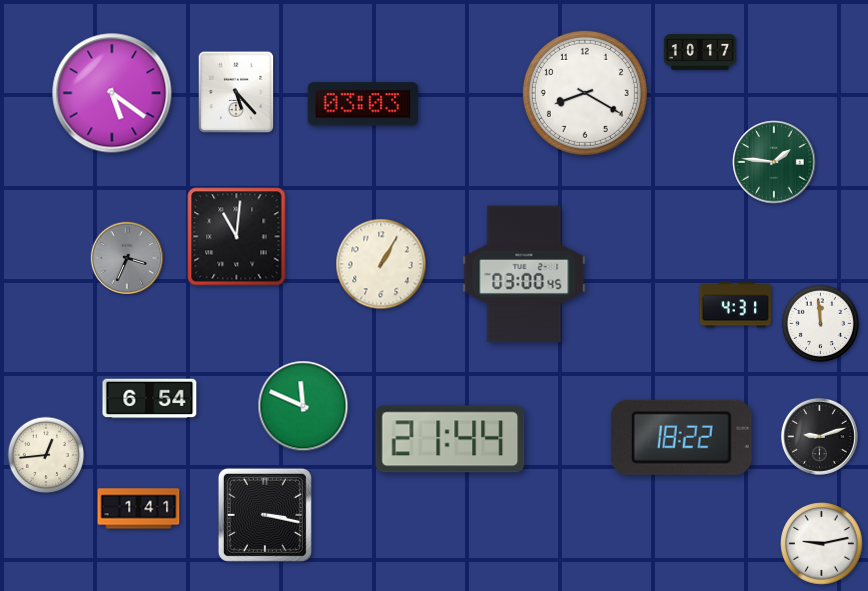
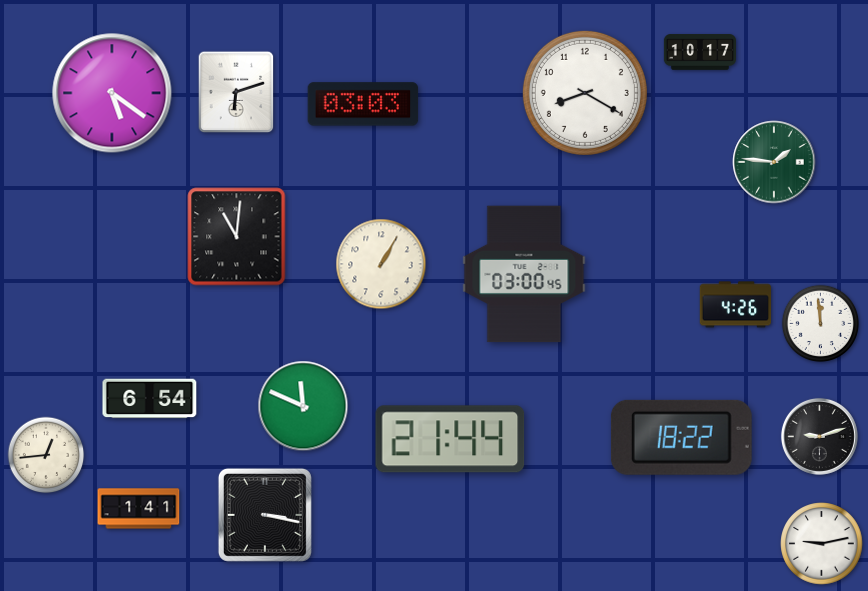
clock at (236, 92): 5:23 -> 6:12
clock at (127, 258): 3:34 -> none
clock at (736, 305): 4:31 -> 4:26
